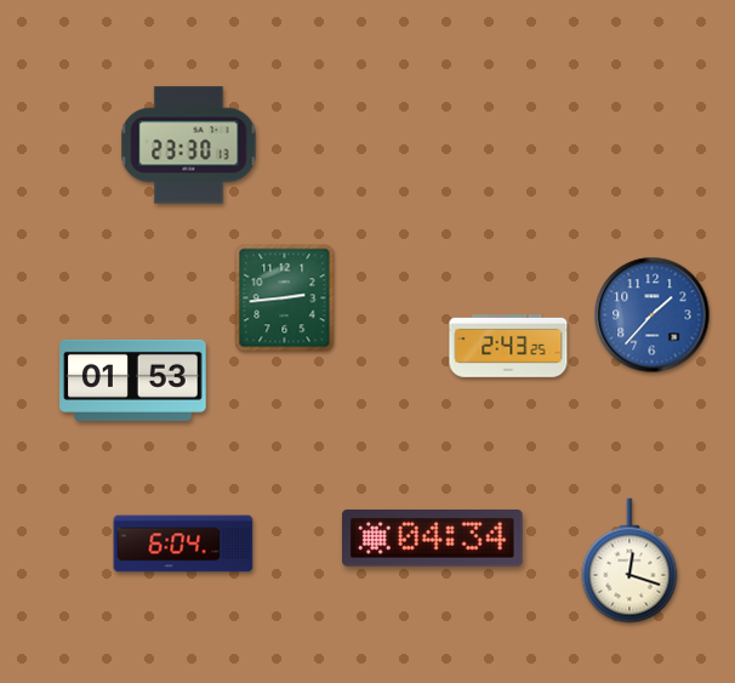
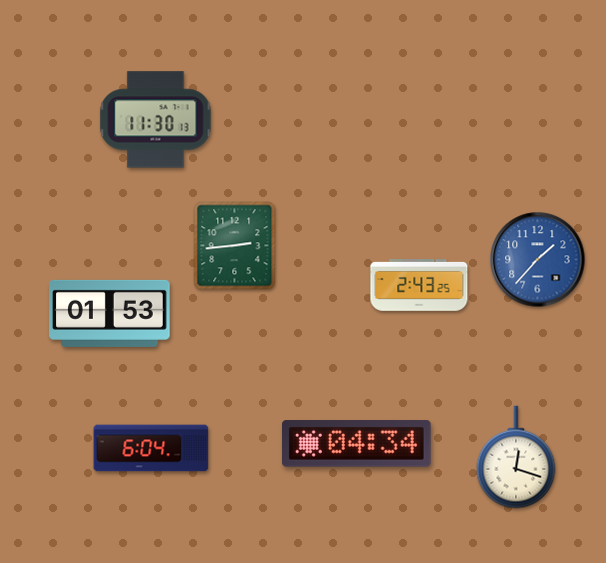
clock at (189, 146): 23:30 -> 11:30
clock at (629, 560) position: (629, 560) -> (516, 457)
